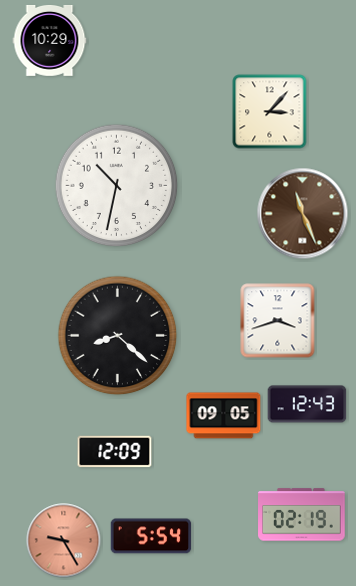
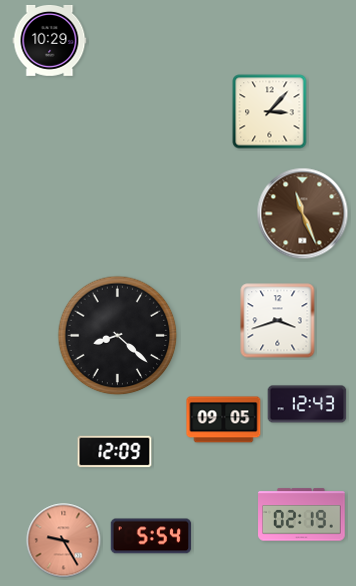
clock at (117, 186): 10:32 -> none
clock at (224, 416) position: (224, 416) -> (224, 420)
